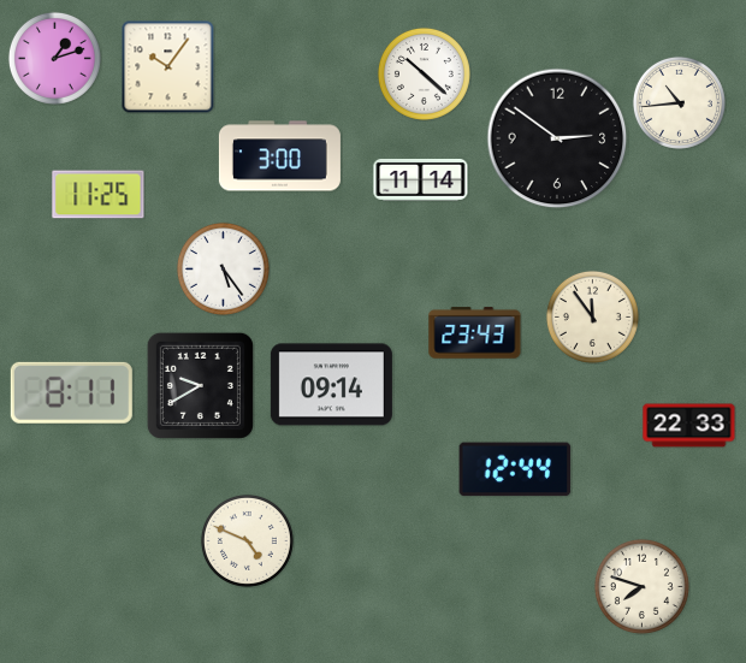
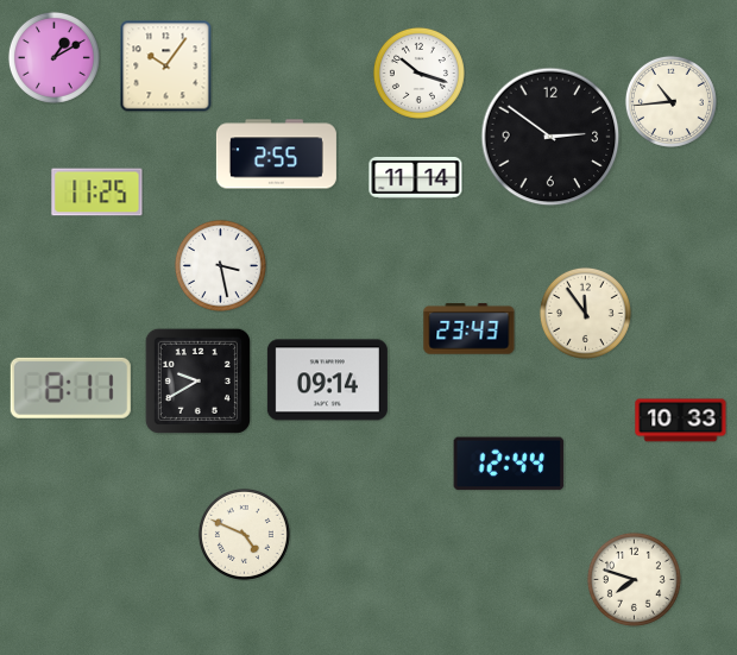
clock at (54, 58): 1:12 -> 1:10
clock at (424, 73): 10:22 -> 10:18
clock at (279, 156): 3:00 -> 2:55
clock at (223, 268): 5:24 -> 3:28
clock at (689, 426): 22:33 -> 10:33
